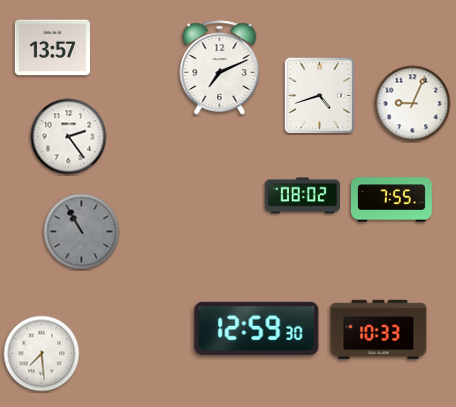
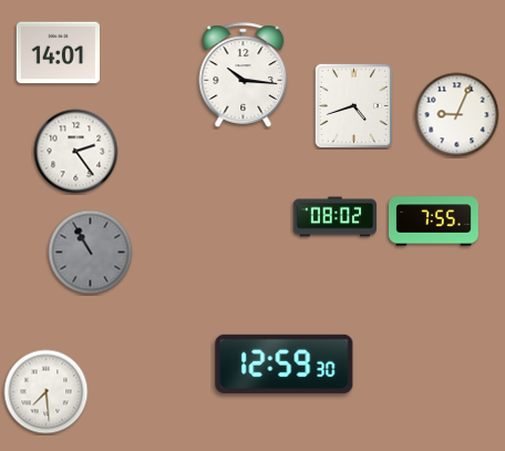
clock at (52, 48): 13:57 -> 14:01
clock at (220, 68): 7:11 -> 10:16
clock at (82, 232) position: (82, 232) -> (91, 253)
clock at (379, 330): 10:33 -> none
